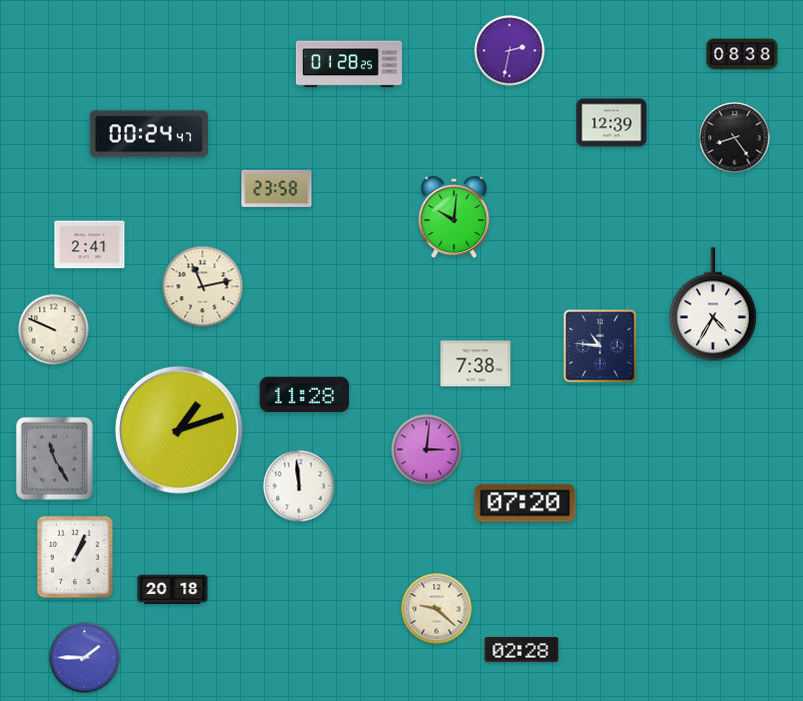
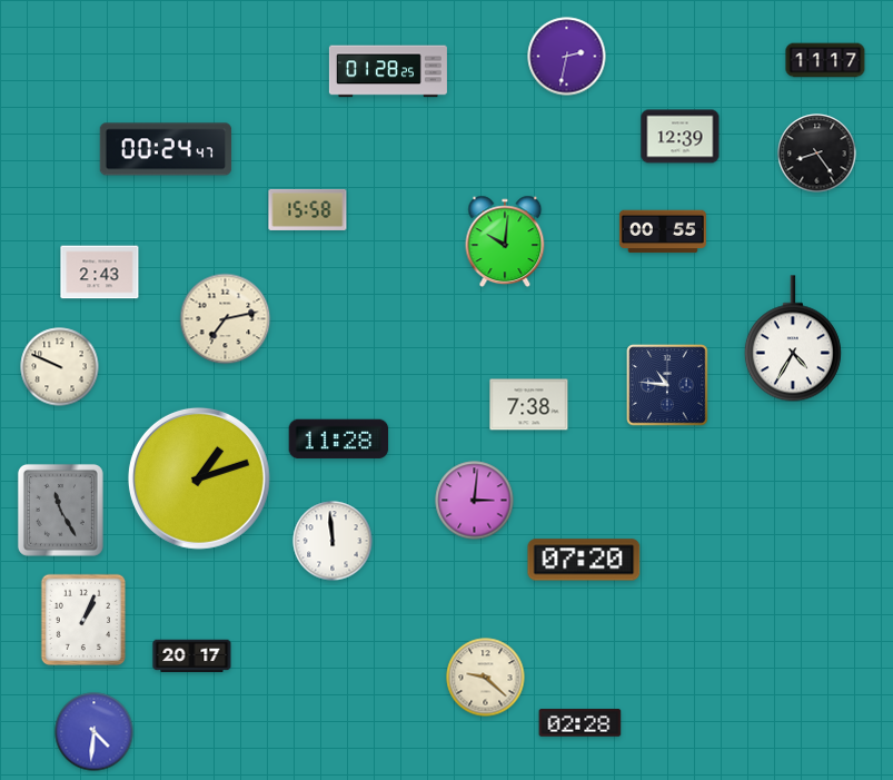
clock at (742, 54): 08:38 -> 11:17
clock at (277, 188): 23:58 -> 15:58
clock at (663, 231): none -> 00:55
clock at (90, 245): 2:41 -> 2:43
clock at (203, 287): 11:13 -> 7:13
clock at (173, 590): 20:18 -> 20:17
clock at (85, 658): 1:45 -> 4:31
